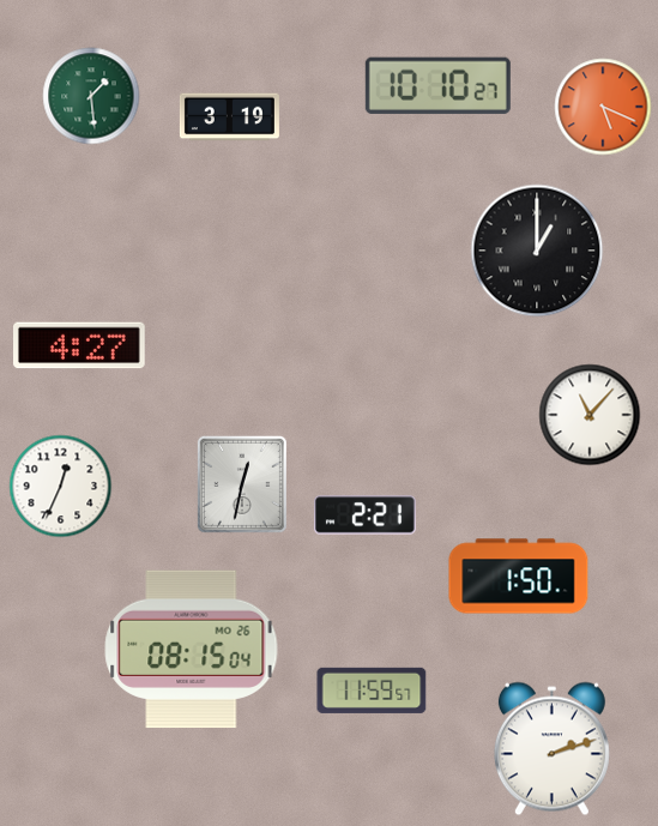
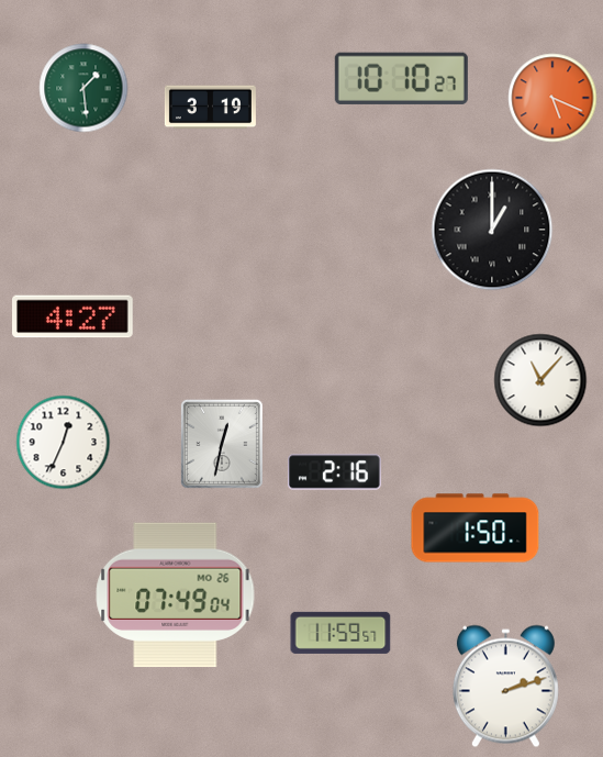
clock at (61, 487) position: (61, 487) -> (64, 443)
clock at (366, 516): 2:21 -> 2:16
clock at (192, 650): 08:15 -> 07:49
